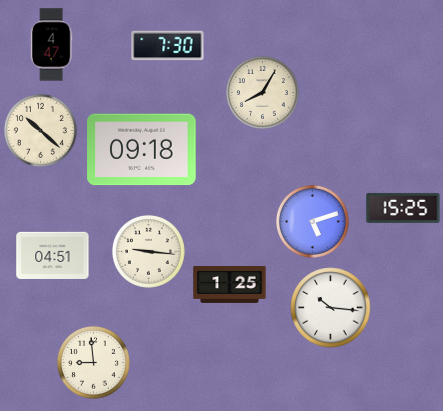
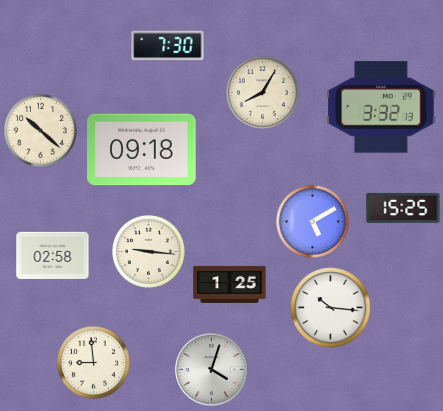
clock at (51, 45): 4:47 -> none
clock at (381, 107): none -> 3:32
clock at (312, 221): 5:12 -> 5:10
clock at (53, 255): 04:51 -> 02:58
clock at (212, 370): none -> 4:03
